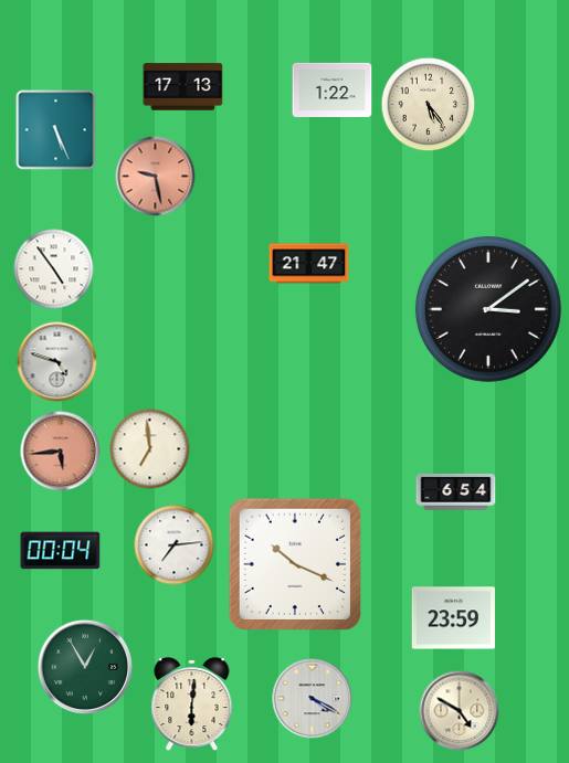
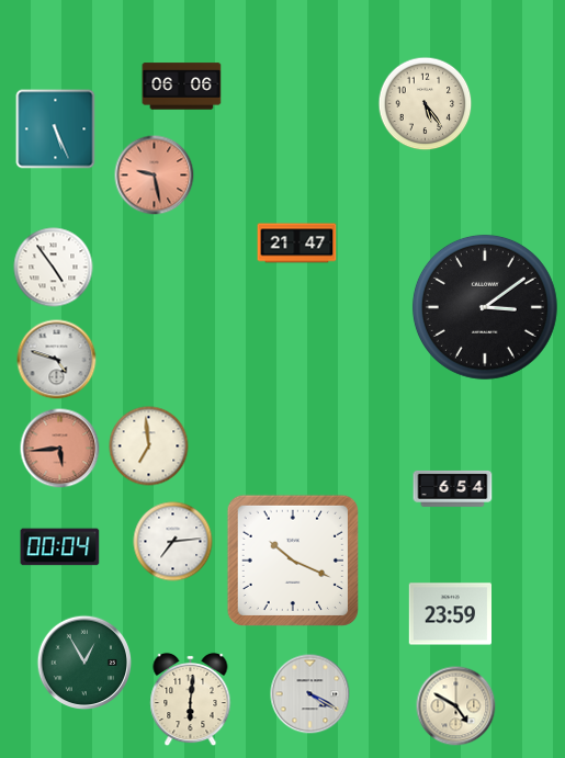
clock at (183, 87): 17:13 -> 06:06
clock at (333, 89): 1:22 -> none
clock at (309, 264) position: (309, 264) -> (297, 244)
